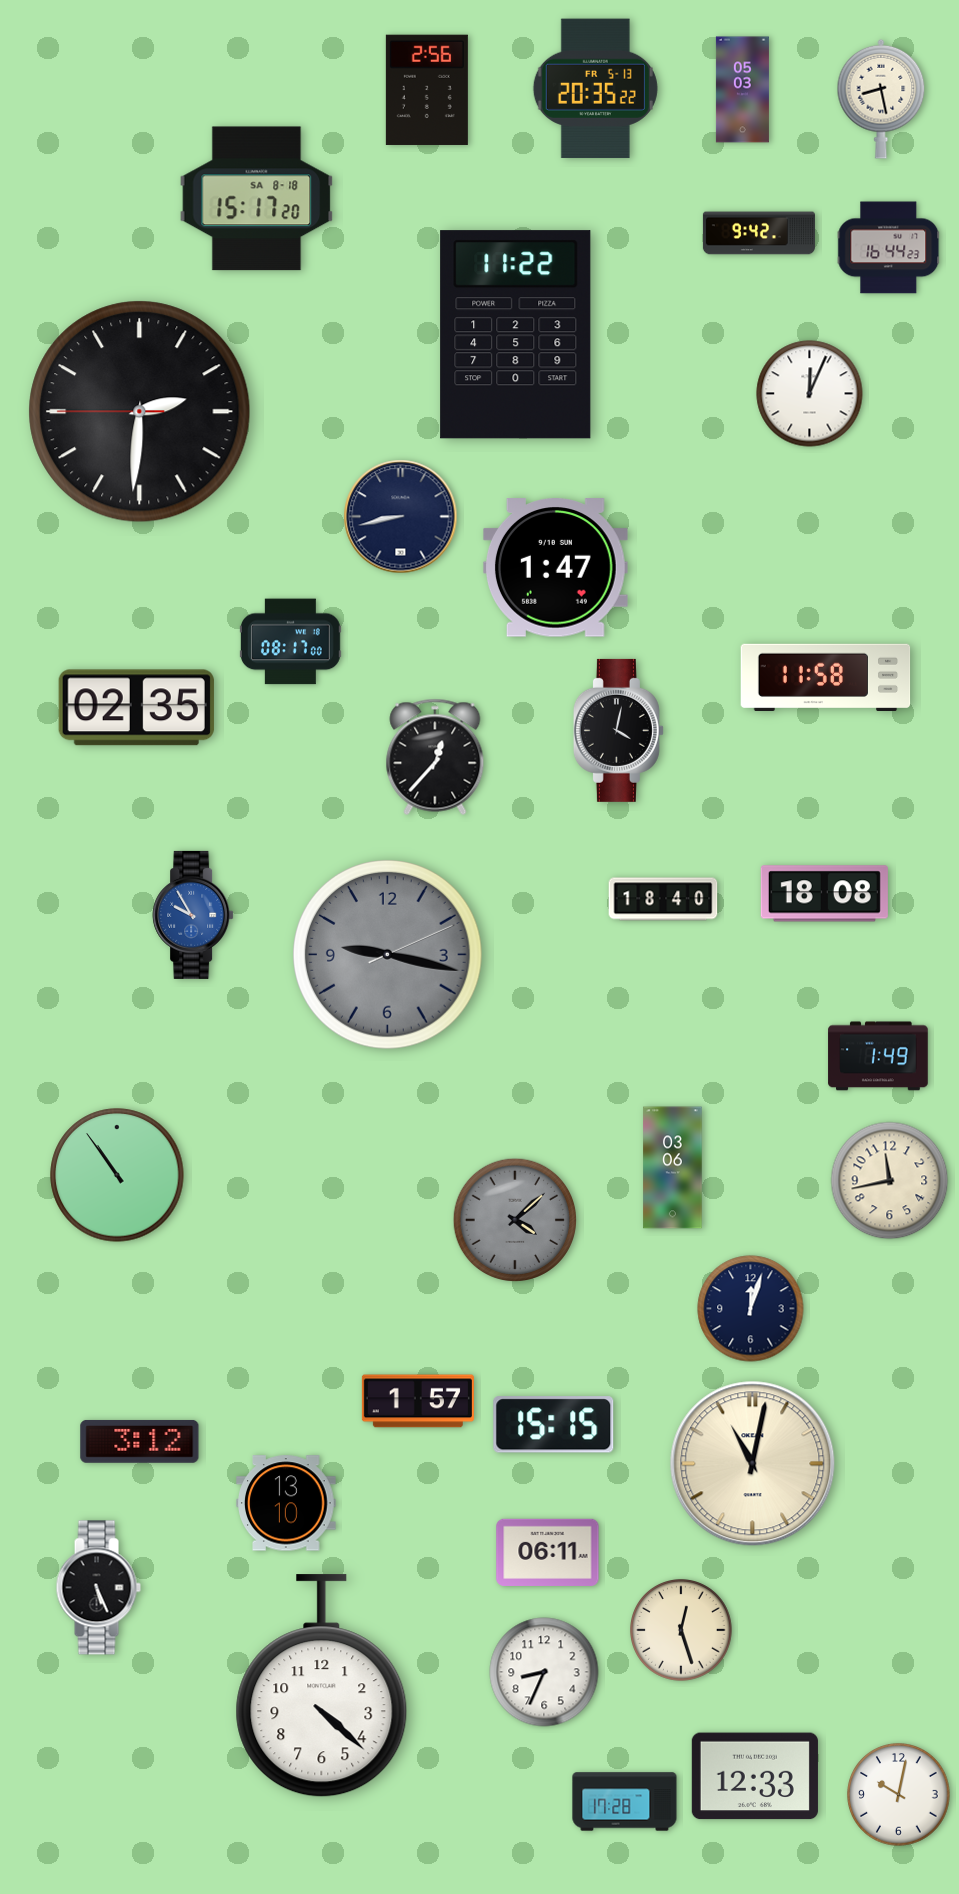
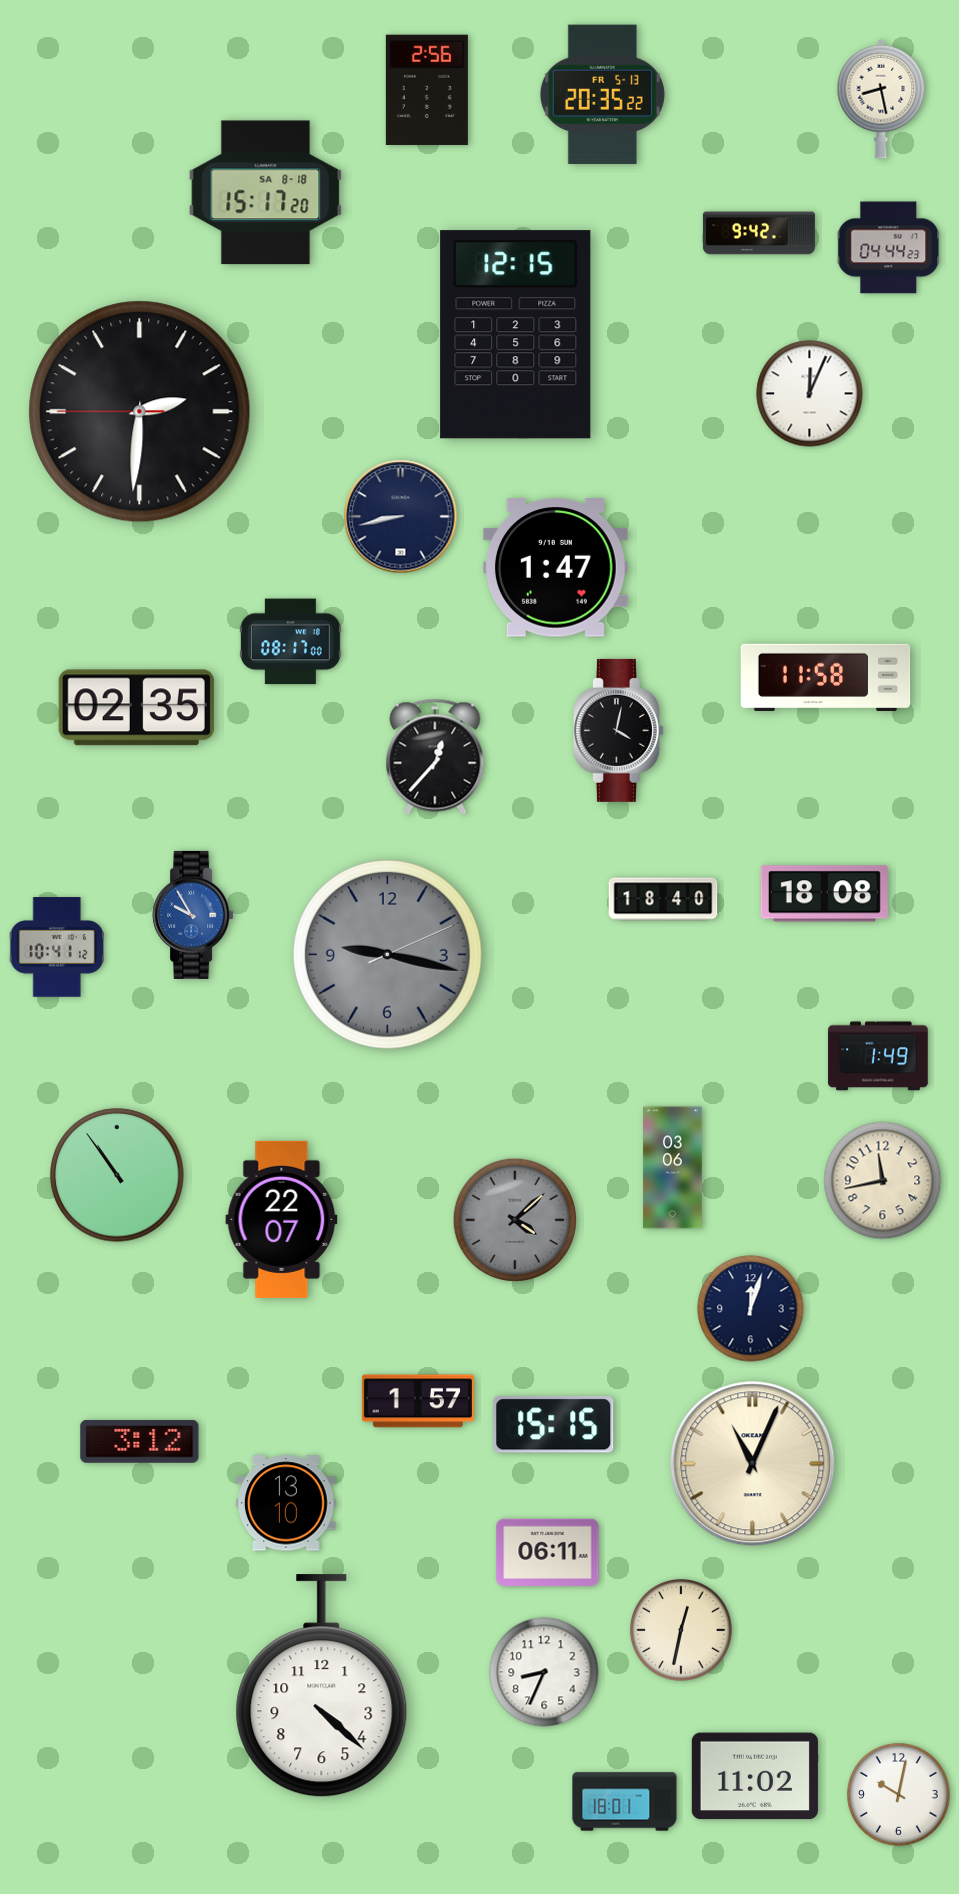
clock at (595, 89) position: (595, 89) -> (602, 95)
clock at (742, 90): 05:03 -> none
clock at (257, 199) position: (257, 199) -> (266, 193)
clock at (889, 248): 16:44 -> 04:44
clock at (516, 335): 11:22 -> 12:15
clock at (57, 947): none -> 10:41
clock at (890, 1181) position: (890, 1181) -> (883, 1181)
clock at (282, 1219): none -> 22:07
clock at (753, 1464): 11:02 -> 11:04
clock at (98, 1588): 5:26 -> none
clock at (682, 1631): 12:27 -> 12:32
clock at (755, 1776): 12:33 -> 11:02
clock at (625, 1802): 17:28 -> 18:01
